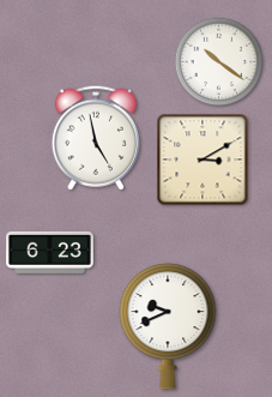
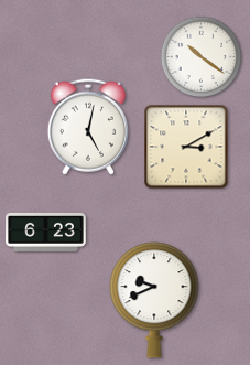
clock at (96, 138): 4:58 -> 5:02
